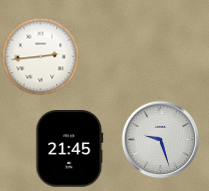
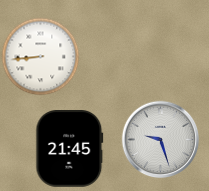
clock at (40, 56): 2:44 -> 8:44
